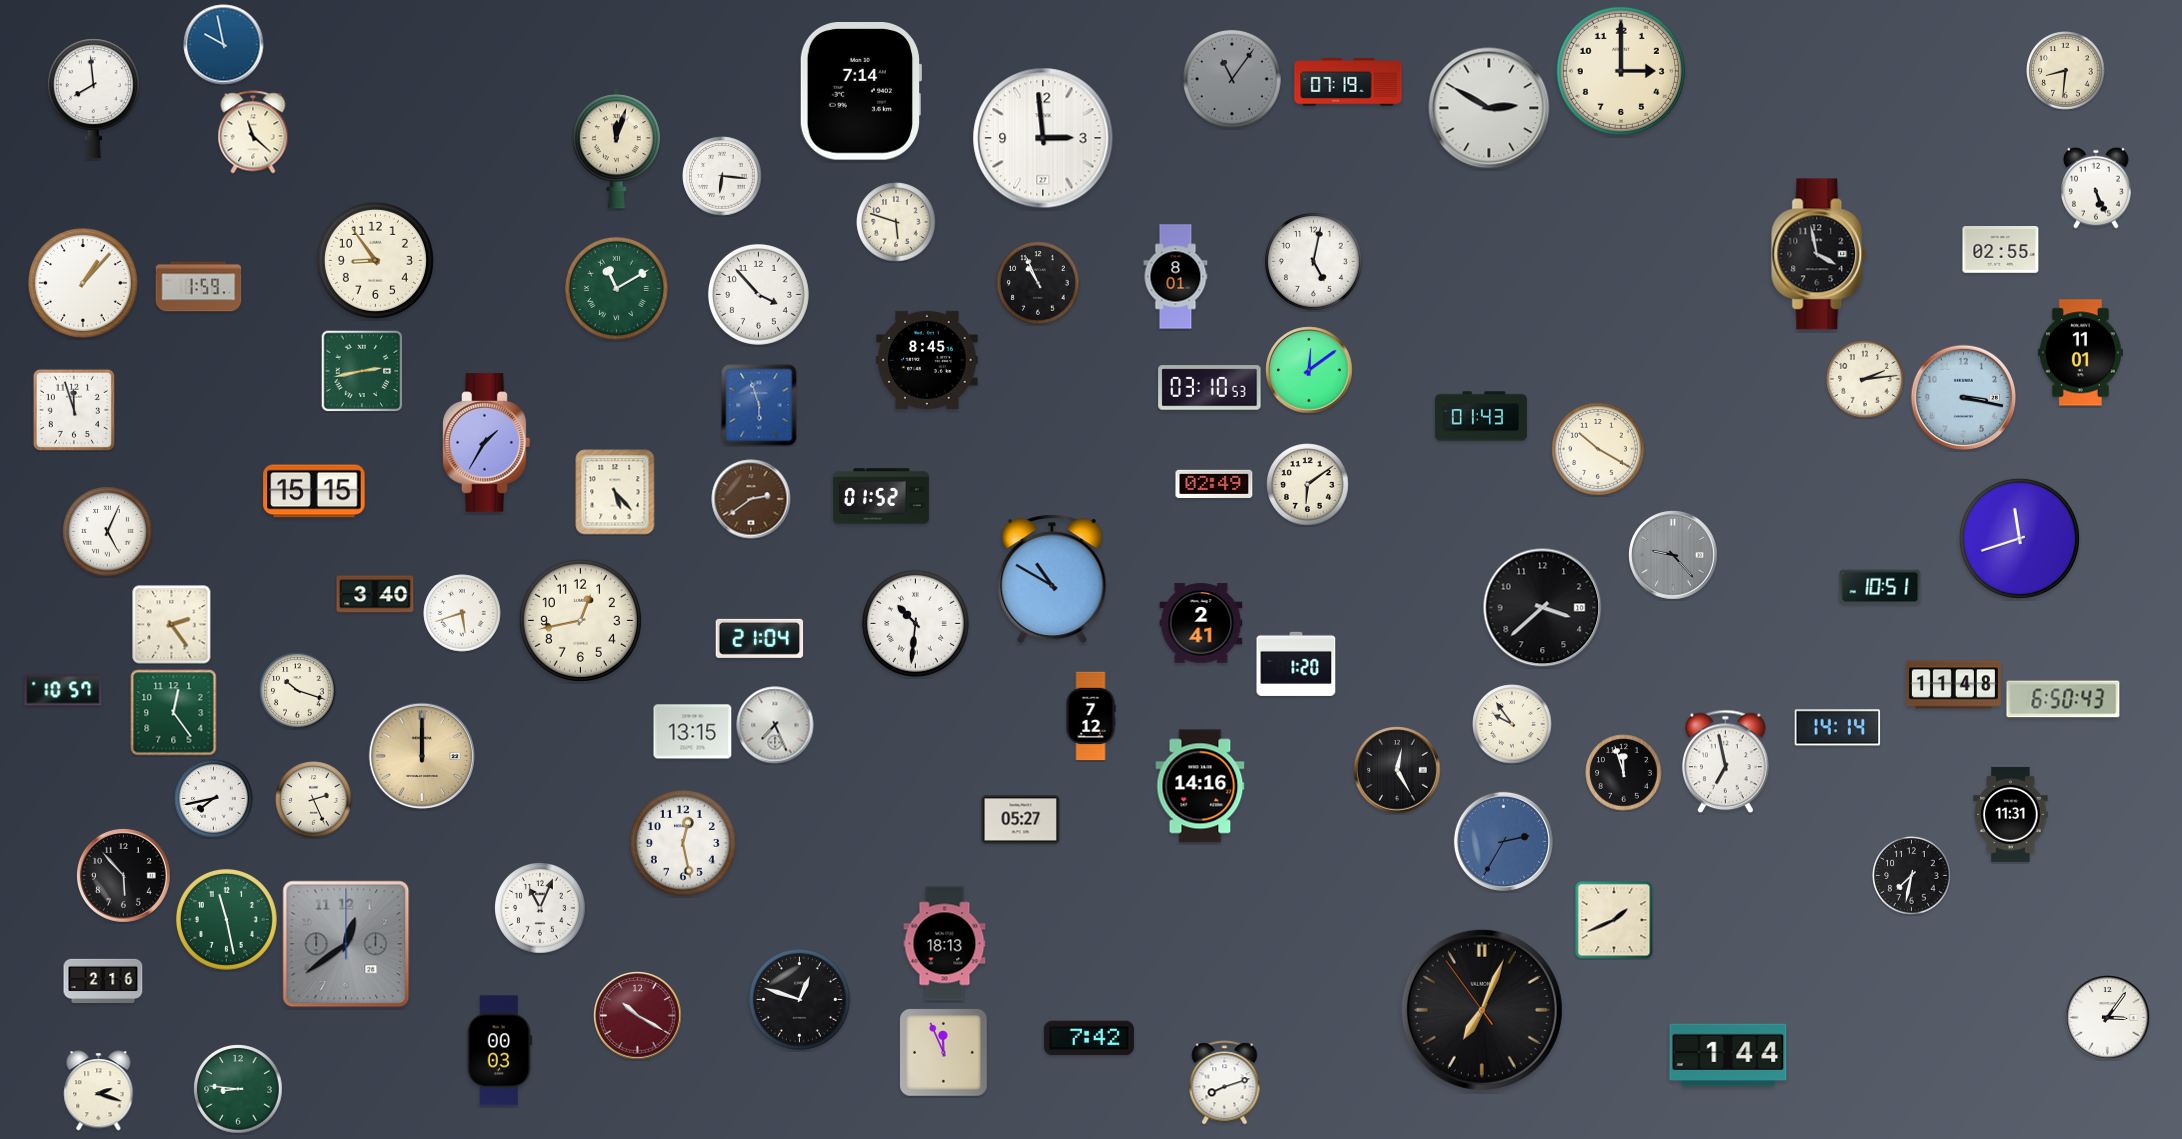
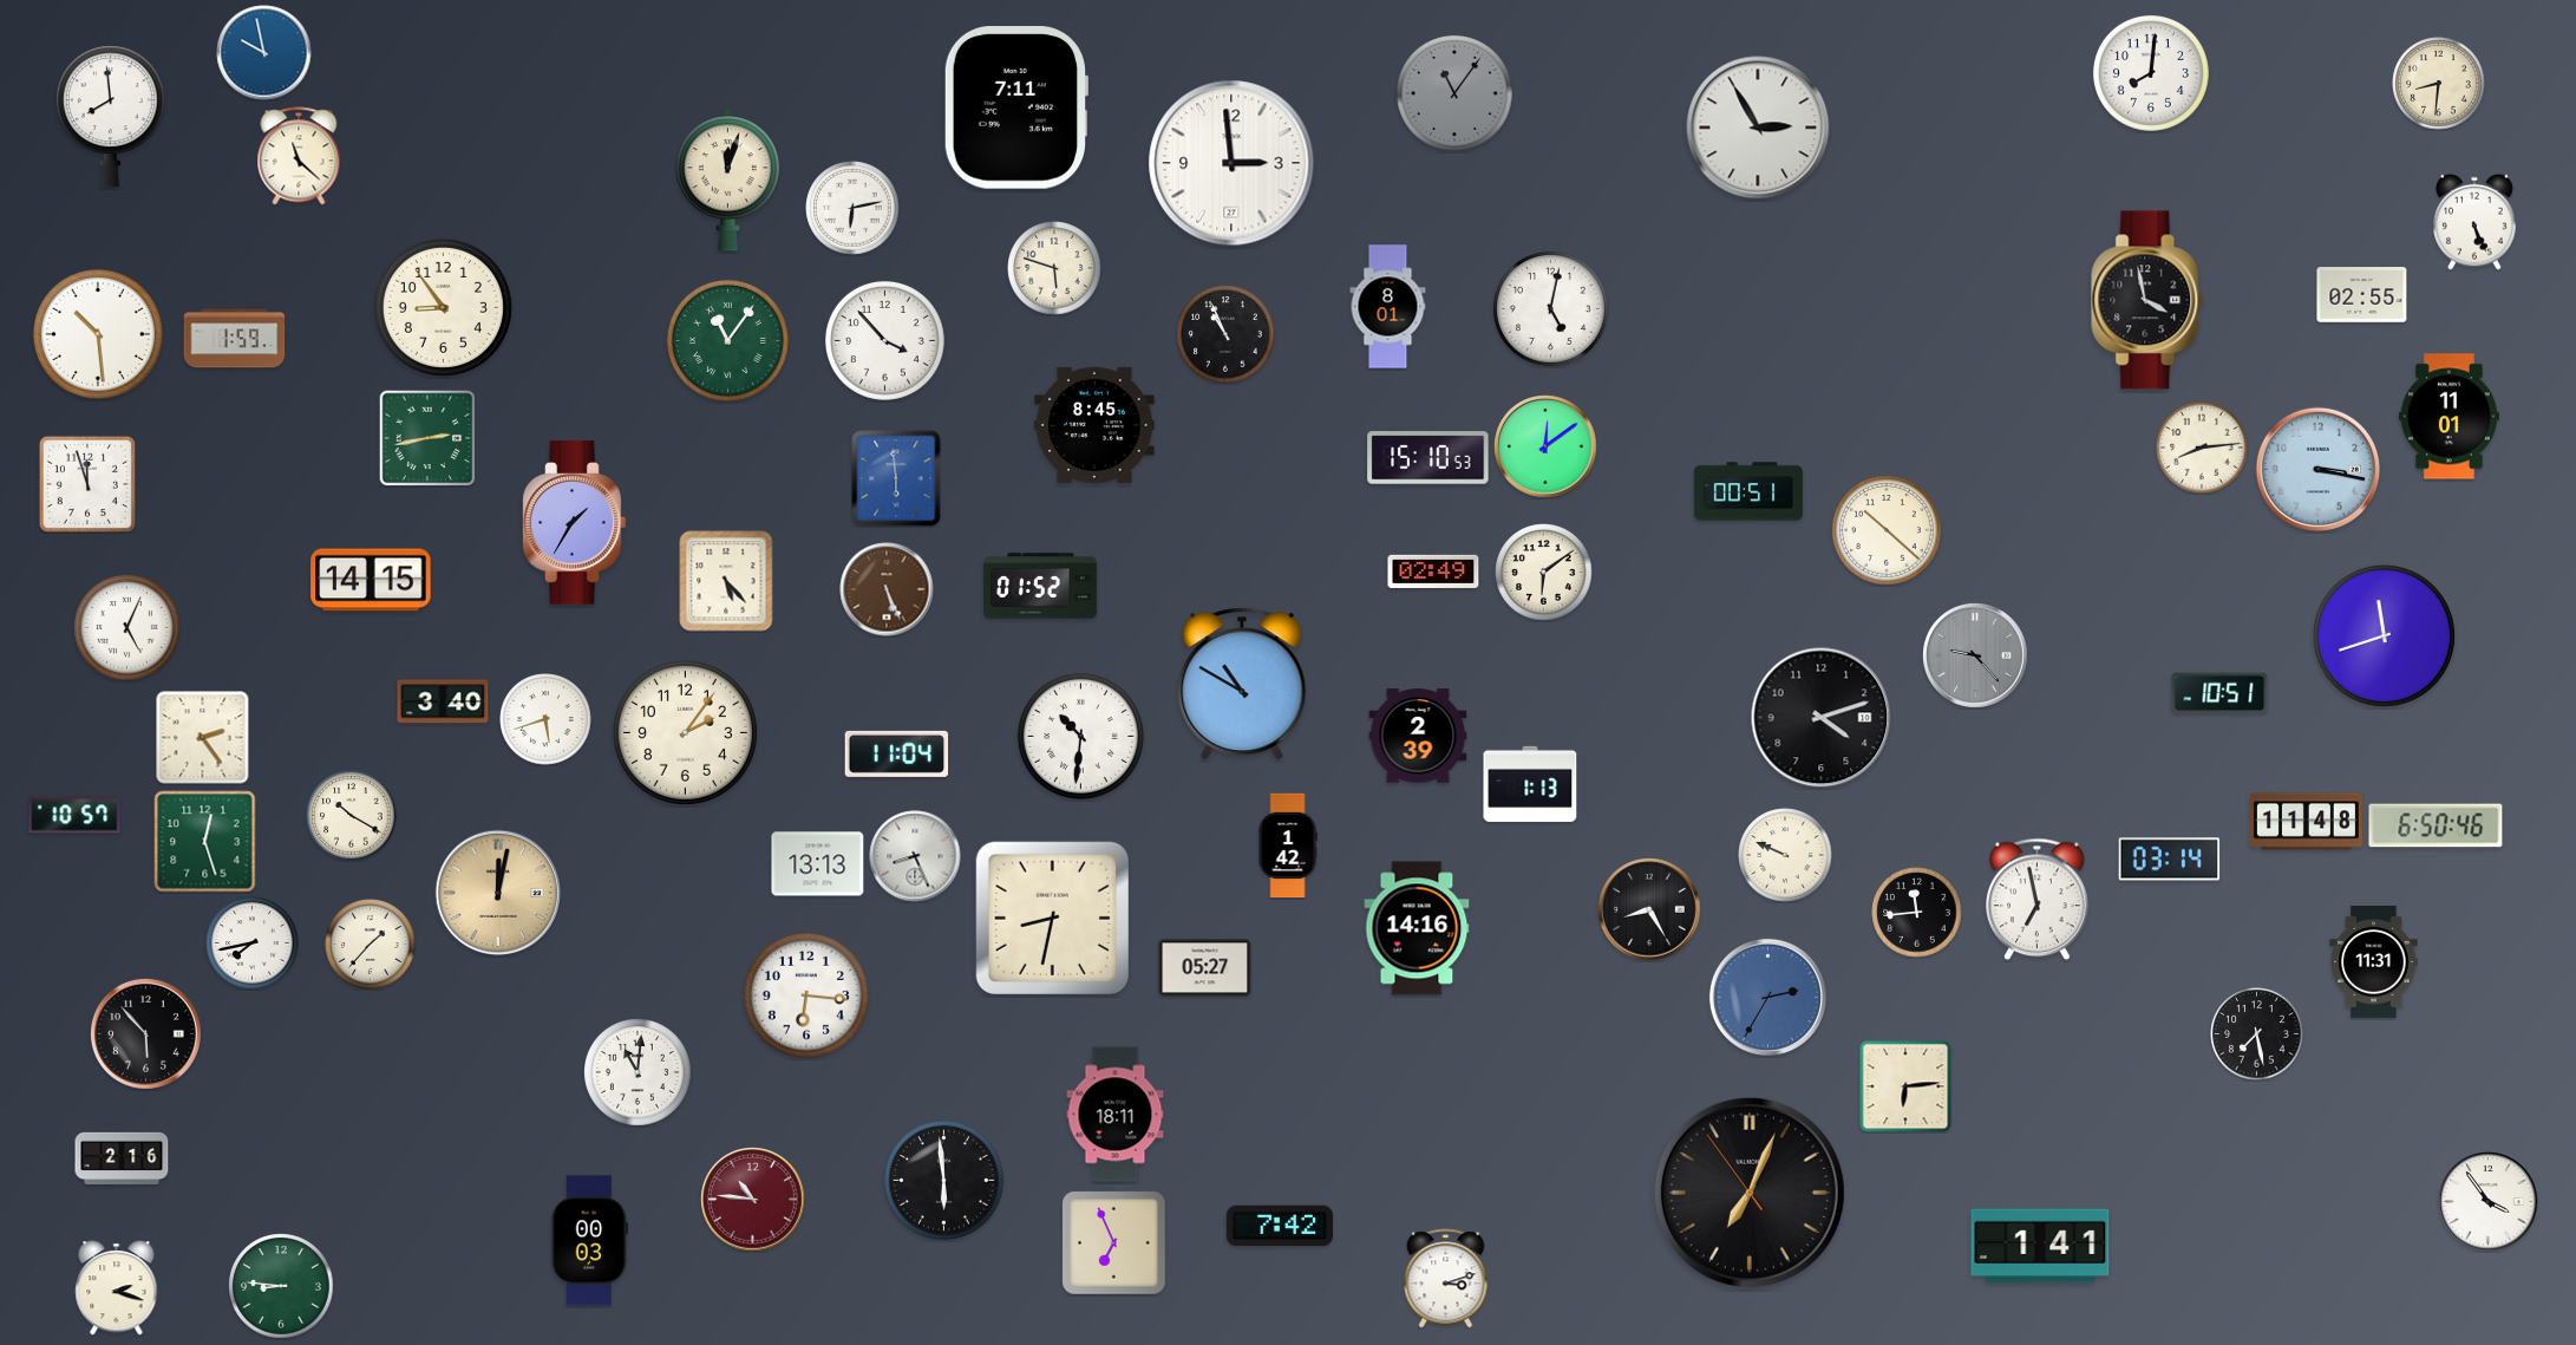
clock at (2151, 73): none -> 8:01
clock at (1621, 71): 3:00 -> none
clock at (1348, 83): 07:19 -> none
clock at (861, 92): 7:14 -> 7:11
clock at (1489, 108): 2:50 -> 2:55
clock at (616, 149) position: (616, 149) -> (727, 181)
clock at (722, 176): 6:16 -> 6:13
clock at (896, 222) position: (896, 222) -> (1054, 268)
clock at (1176, 277) position: (1176, 277) -> (1388, 307)
clock at (83, 283): 1:07 -> 10:29
clock at (616, 288): 11:10 -> 11:06
clock at (758, 294) position: (758, 294) -> (884, 340)
clock at (2080, 353) position: (2080, 353) -> (2448, 417)
clock at (1309, 370) position: (1309, 370) -> (1545, 446)
clock at (1865, 379): 2:14 -> 8:14
clock at (1210, 388): 03:10 -> 15:10
clock at (759, 405): 5:57 -> 5:59
clock at (1481, 416): 01:43 -> 00:51
clock at (1599, 450): 10:20 -> 10:22
clock at (314, 491): 15:15 -> 14:15
clock at (751, 499): 2:39 -> 5:26
clock at (1543, 608): 3:38 -> 4:12
clock at (462, 613) position: (462, 613) -> (545, 719)
clock at (580, 620): 12:43 -> 2:06
clock at (1201, 623): 2:41 -> 2:39
clock at (760, 638): 21:04 -> 11:04
clock at (1296, 664): 1:20 -> 1:13
clock at (1953, 685) position: (1953, 685) -> (2306, 822)
clock at (298, 691): 10:18 -> 10:20
clock at (2063, 699): 6:50:43 -> 6:50:46
clock at (174, 713): 12:24 -> 12:27
clock at (1091, 716): 7:12 -> 1:42
clock at (1512, 724): 9:54 -> 9:49
clock at (775, 725): 7:26 -> 8:26
clock at (1838, 728): 14:14 -> 03:14
clock at (693, 732): 13:15 -> 13:13
clock at (422, 756): 12:00 -> 12:02
clock at (1397, 770): 12:25 -> 8:25
clock at (1624, 773): 11:57 -> 11:44
clock at (1052, 918): none -> 8:32
clock at (314, 800): 2:26 -> 1:37
clock at (1503, 841) position: (1503, 841) -> (1767, 997)
clock at (683, 843): 12:28 -> 6:16
clock at (1912, 876): 7:32 -> 7:28
clock at (540, 909): 11:04 -> 11:01
clock at (226, 919): 11:28 -> none
clock at (1614, 920): 1:41 -> 6:14
clock at (346, 944): 12:39 -> none
clock at (945, 944): 18:13 -> 18:11
clock at (799, 999): 12:48 -> 5:59
clock at (638, 1016): 10:20 -> 10:46
clock at (2108, 1018): 3:06 -> 3:54
clock at (1089, 1038) position: (1089, 1038) -> (1280, 1226)
clock at (944, 1053): 11:56 -> 6:56
clock at (1728, 1055): 1:44 -> 1:41
clock at (1225, 1083): 8:12 -> 3:12
